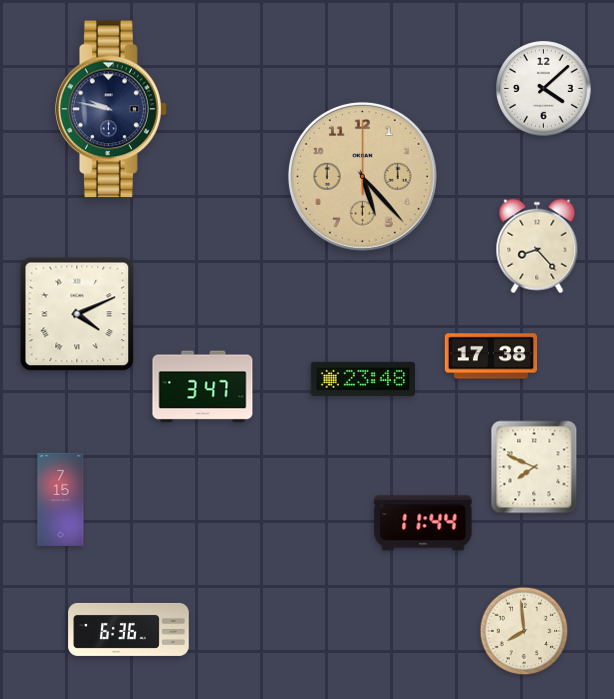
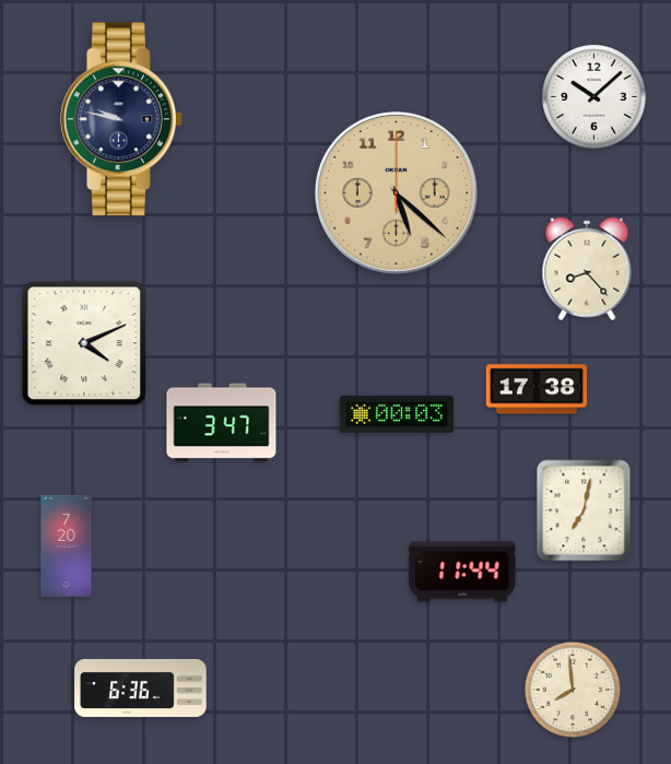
clock at (544, 89): 4:08 -> 10:08
clock at (362, 176): 5:23 -> 5:22
clock at (363, 379): 23:48 -> 00:03
clock at (534, 467): 7:49 -> 7:02
clock at (61, 499): 7:15 -> 7:20
